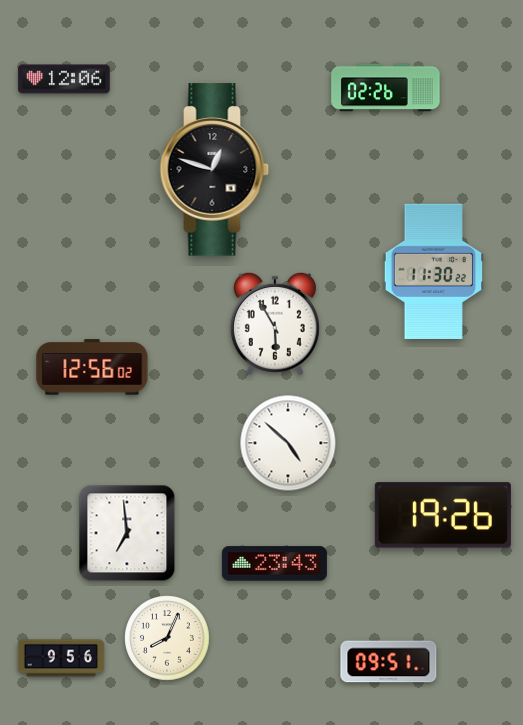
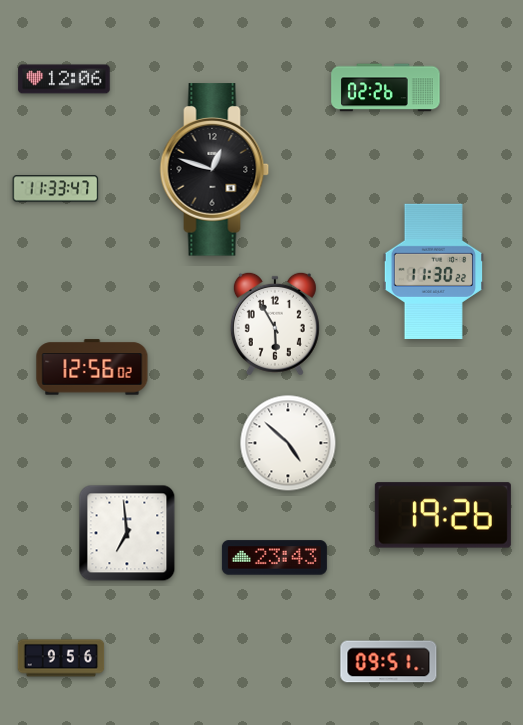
clock at (56, 189): none -> 11:33
clock at (274, 564) position: (274, 564) -> (274, 558)
clock at (167, 638): 8:04 -> none
